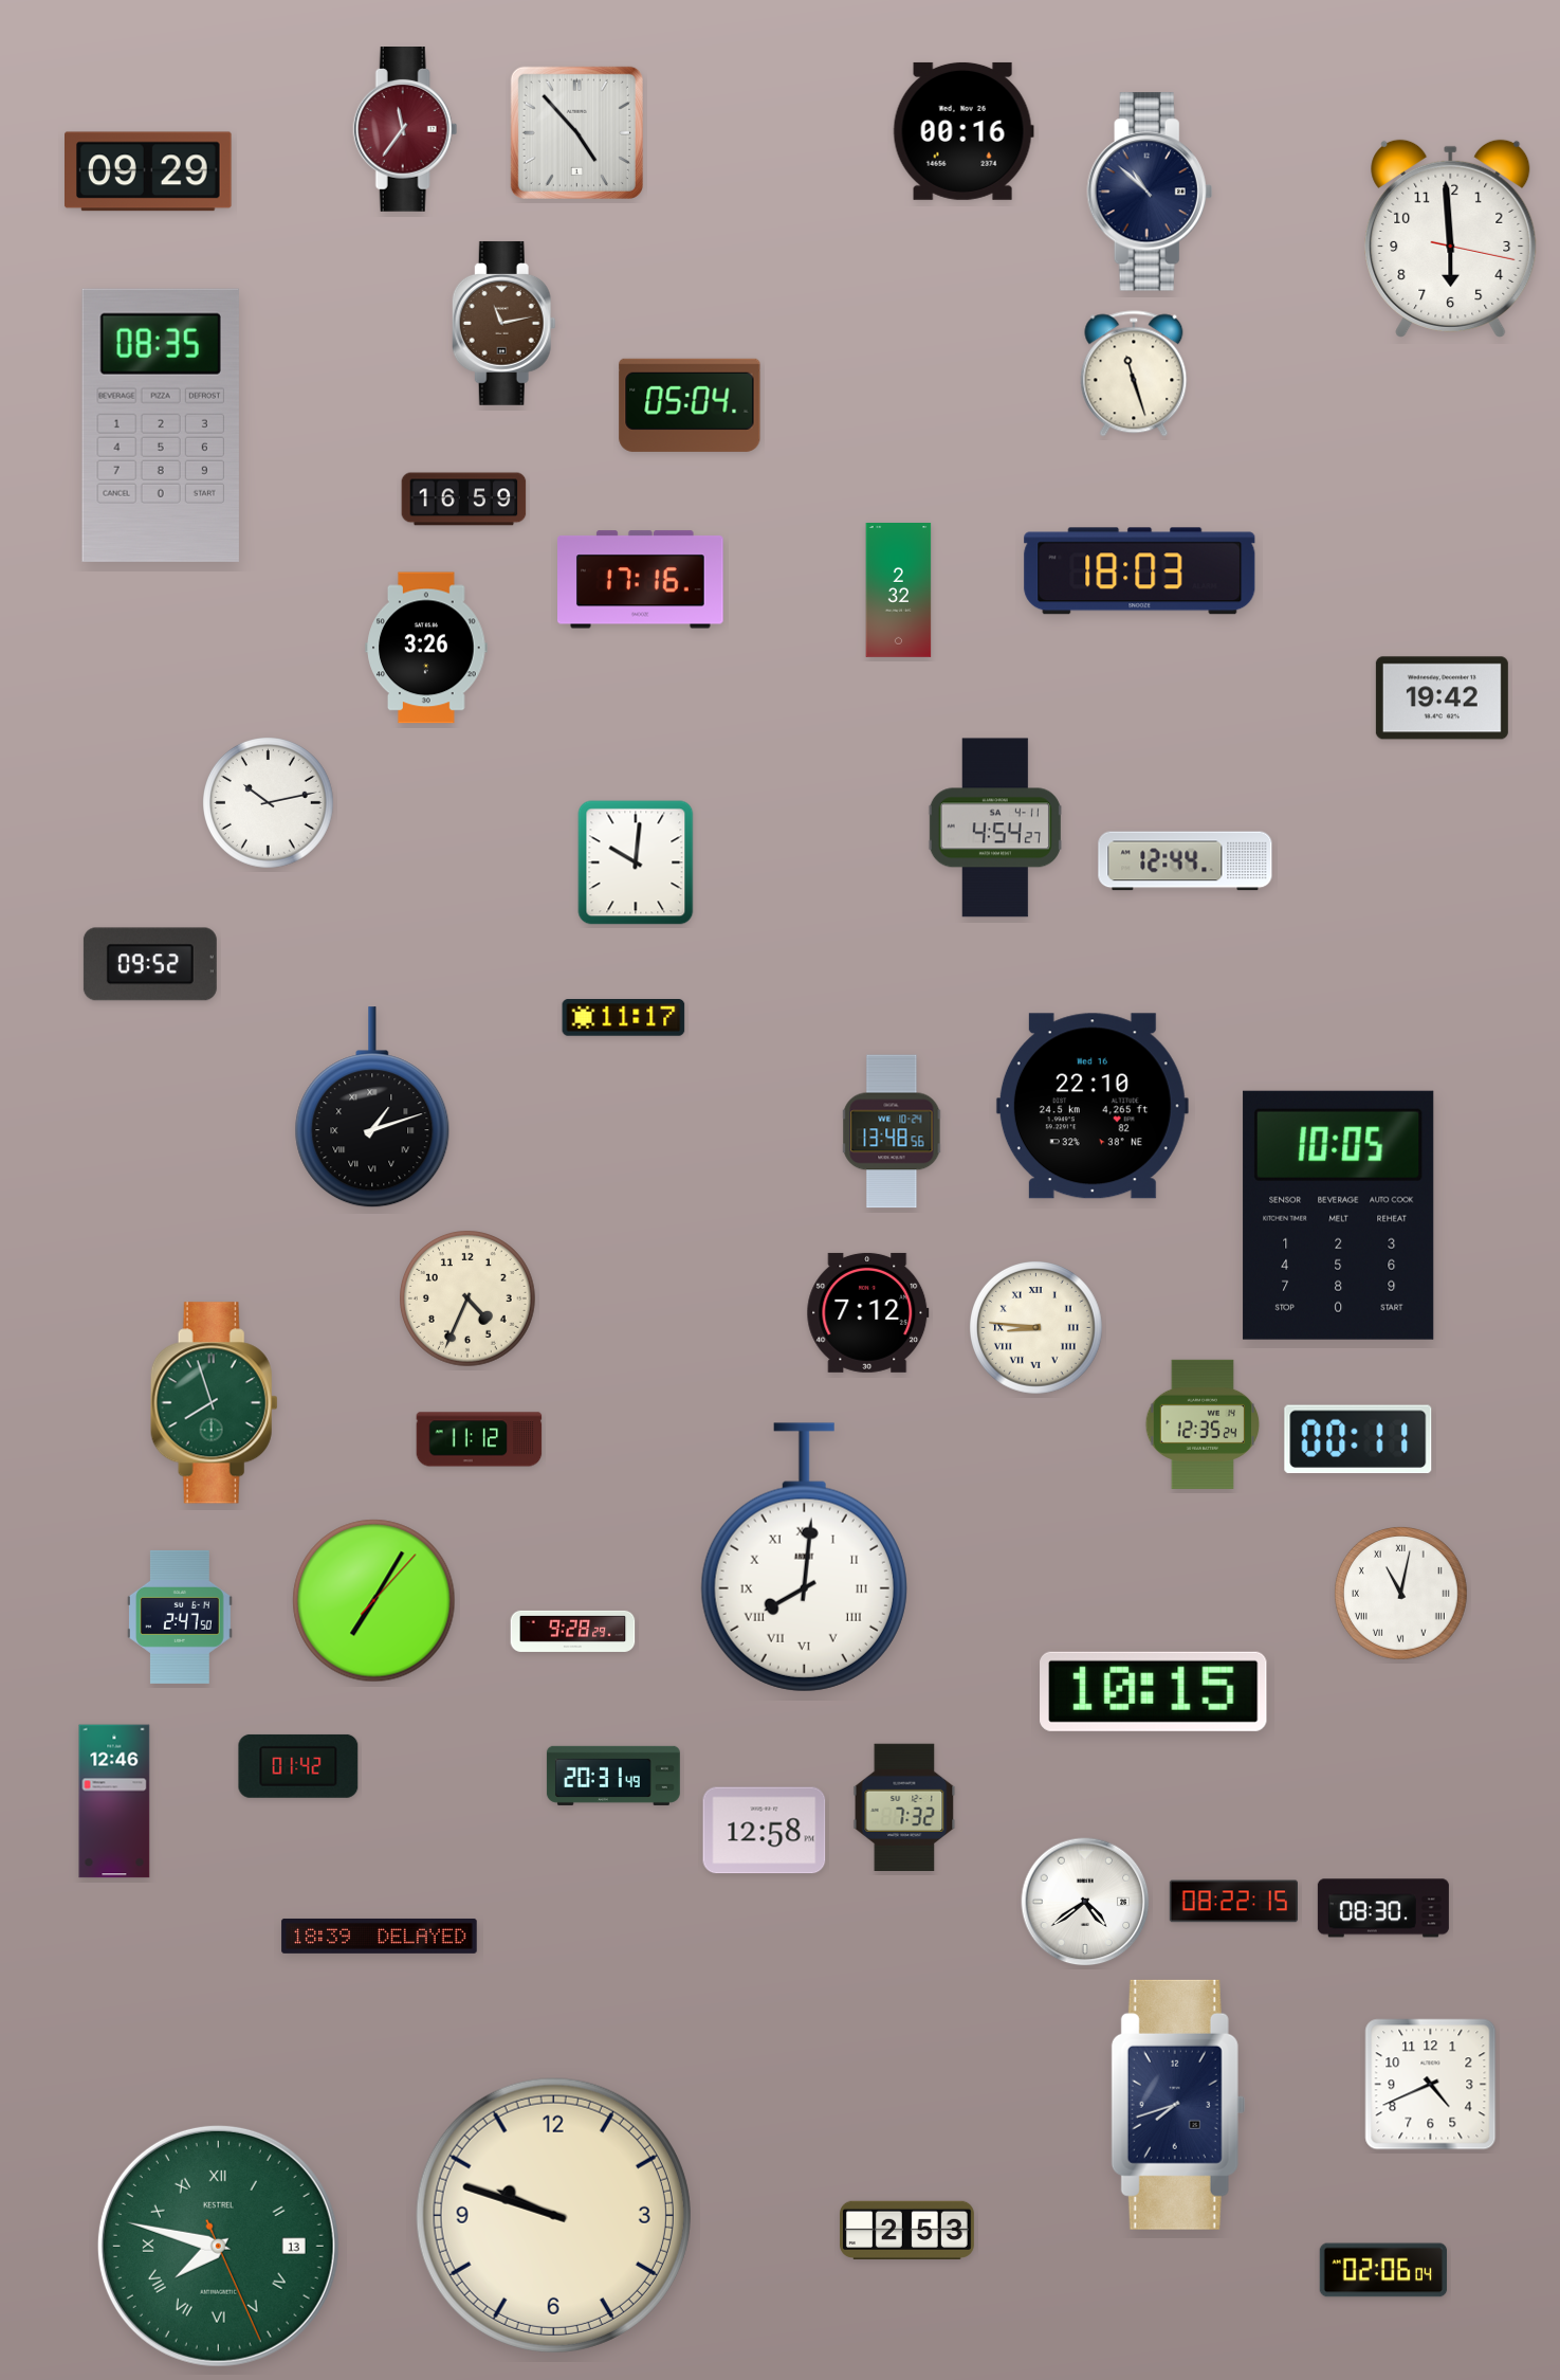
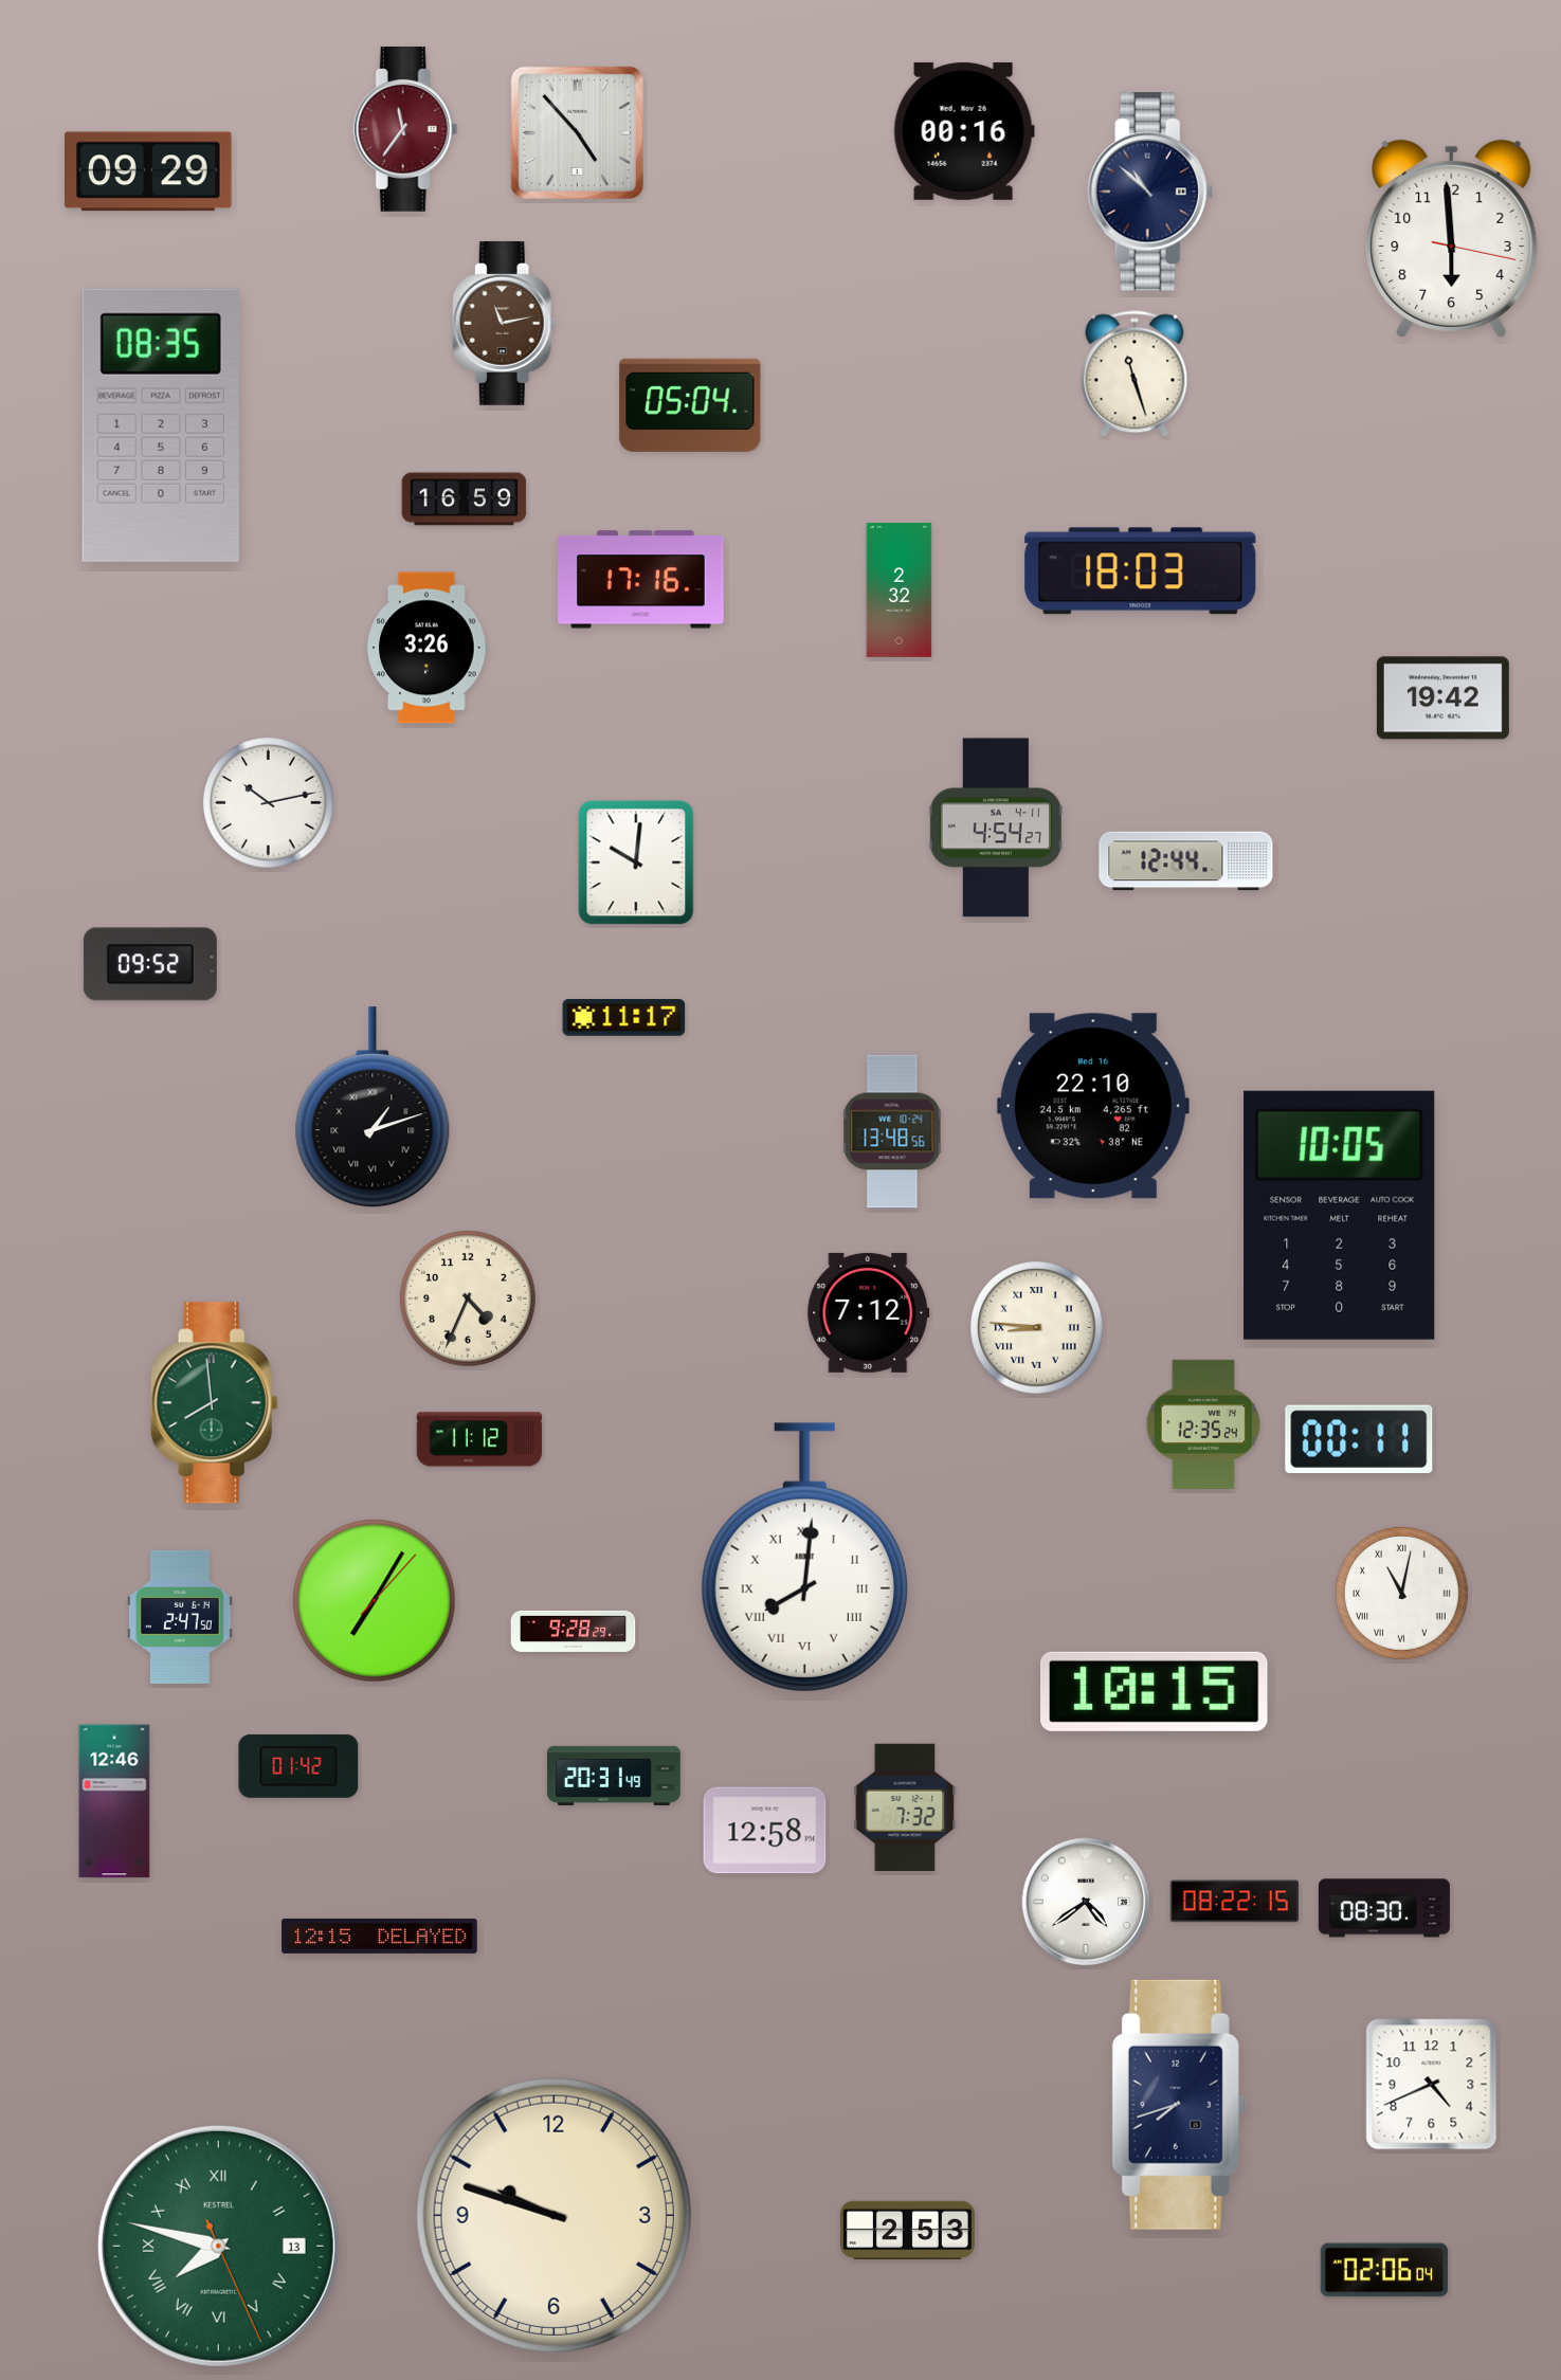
clock at (214, 1403): 7:57 -> 7:59
clock at (380, 1936): 18:39 -> 12:15
